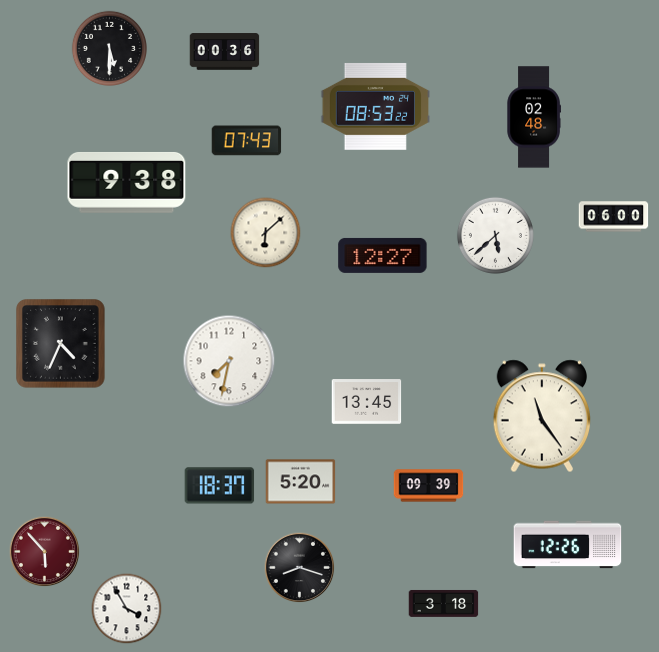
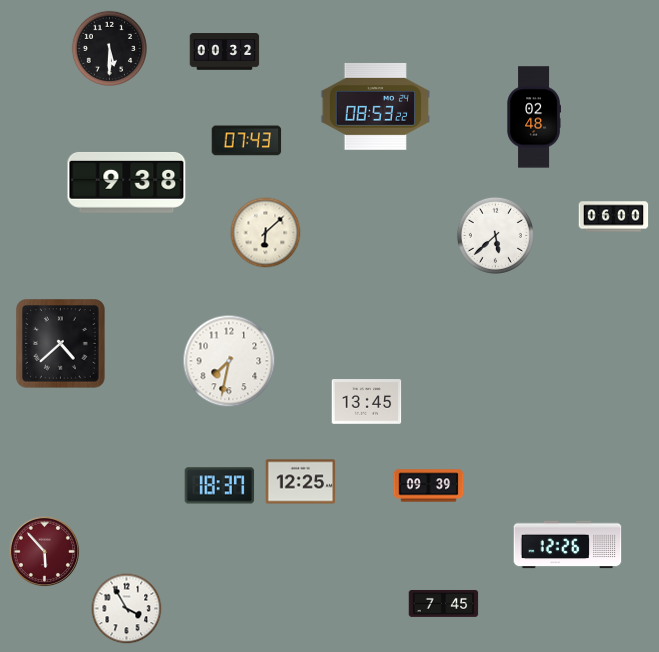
clock at (225, 52): 00:36 -> 00:32
clock at (383, 255): 12:27 -> none
clock at (61, 344): 4:34 -> 4:38
clock at (541, 416): 11:24 -> none
clock at (301, 482): 5:20 -> 12:25
clock at (300, 568): 8:18 -> none
clock at (444, 603): 3:18 -> 7:45
